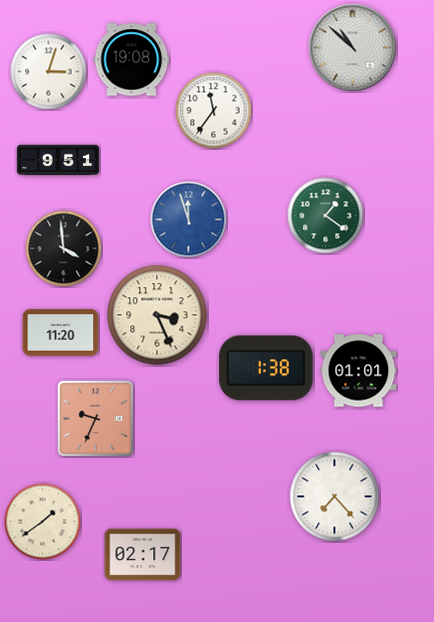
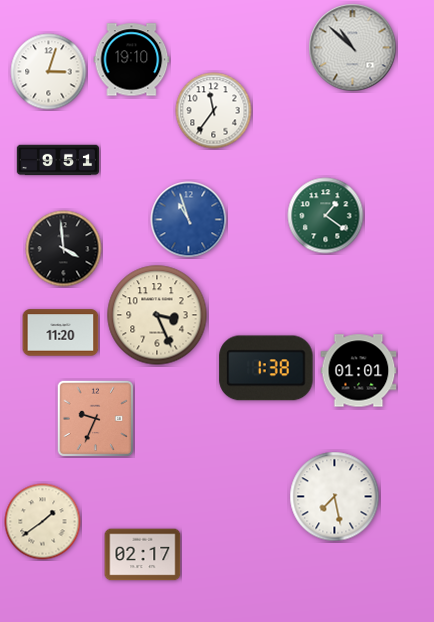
clock at (132, 60): 19:08 -> 19:10
clock at (189, 220): 11:57 -> 10:57
clock at (335, 497): 7:23 -> 7:28
